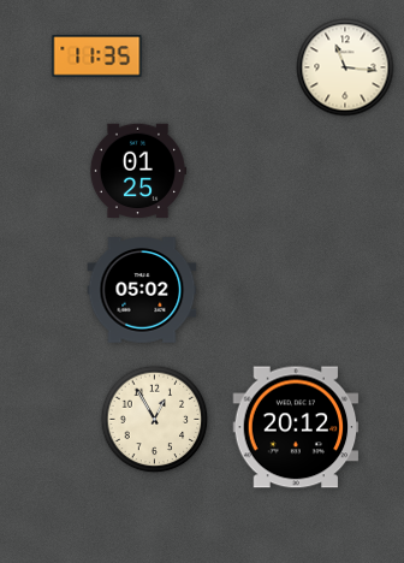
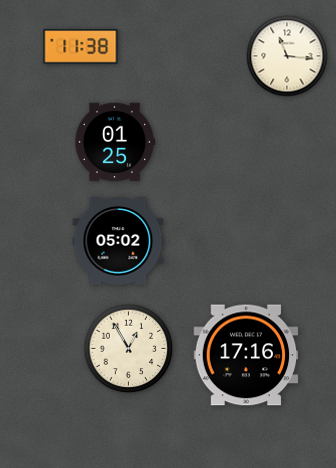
clock at (97, 57): 11:35 -> 11:38
clock at (296, 427): 20:12 -> 17:16
